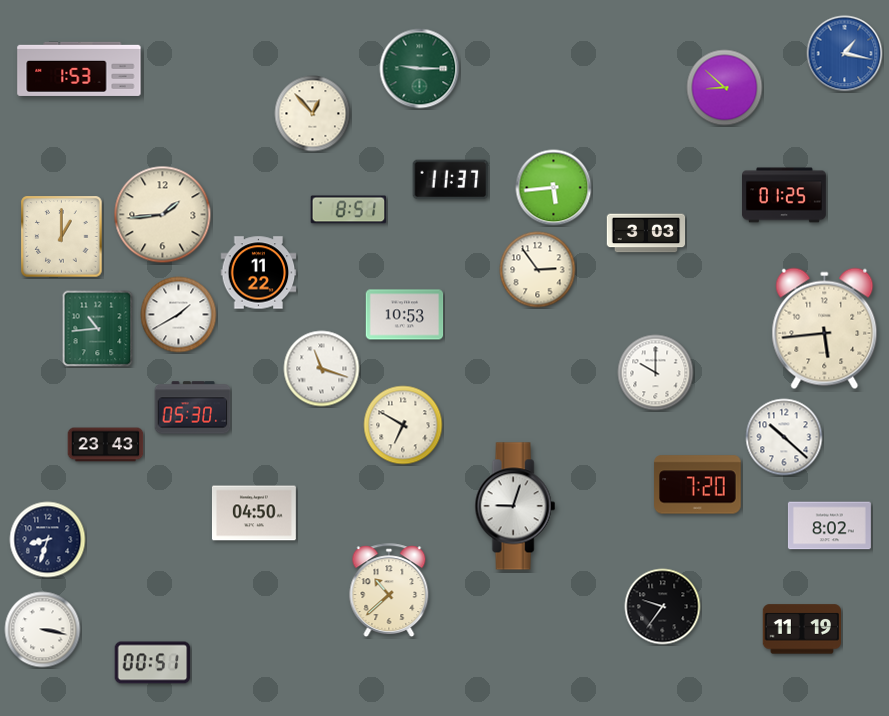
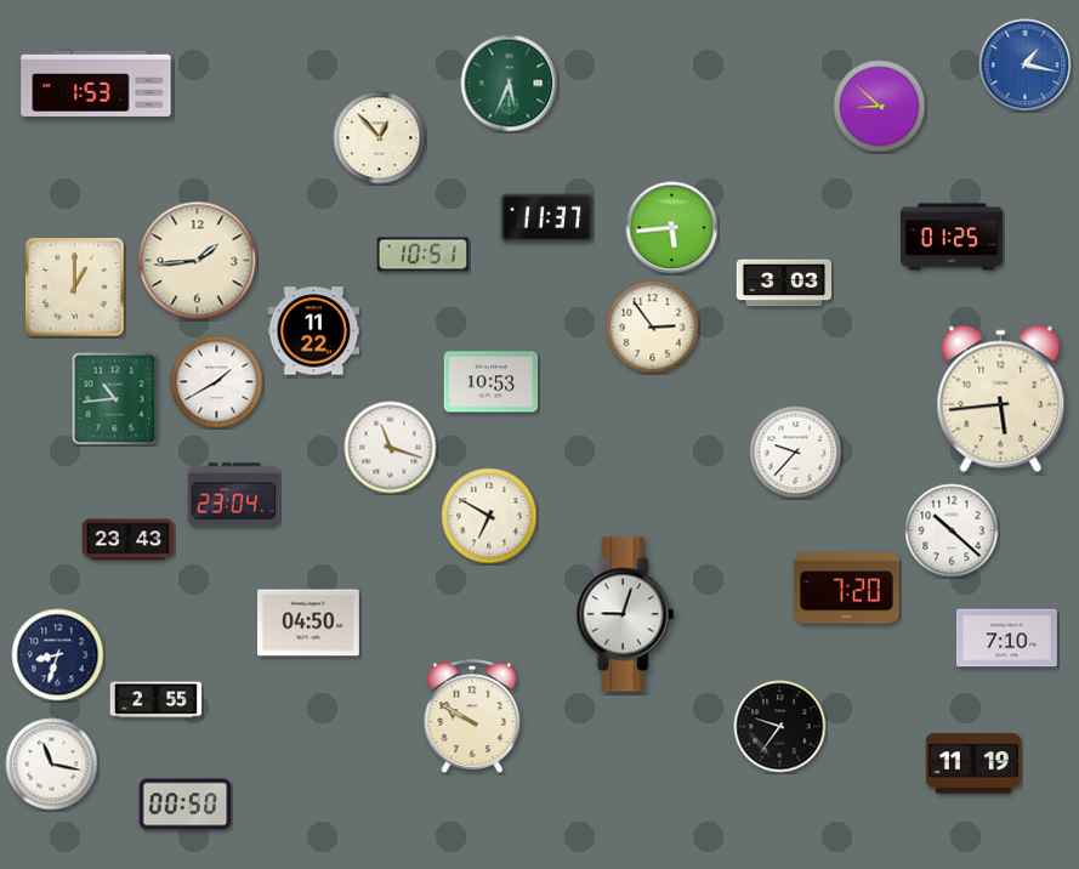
clock at (420, 69): 9:15 -> 5:34
clock at (349, 210): 8:51 -> 10:51
clock at (98, 329) position: (98, 329) -> (115, 399)
clock at (656, 373): 10:00 -> 9:37
clock at (193, 408): 05:30 -> 23:04
clock at (829, 526): 8:02 -> 7:10
clock at (157, 700): none -> 2:55
clock at (389, 590): 10:38 -> 9:50
clock at (663, 607) position: (663, 607) -> (780, 727)
clock at (43, 630): 3:17 -> 11:17
clock at (153, 663): 00:51 -> 00:50
